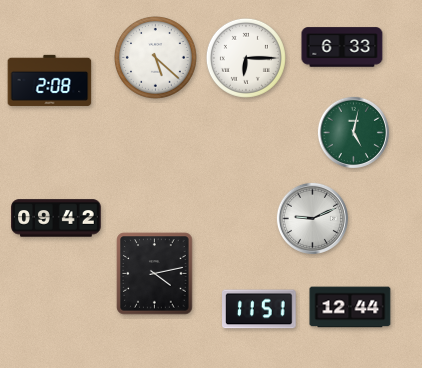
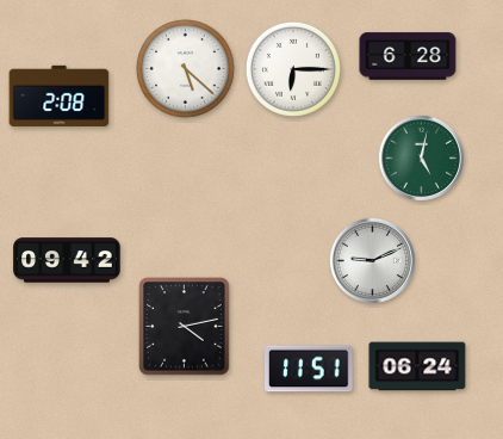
clock at (342, 47): 6:33 -> 6:28
clock at (350, 307): 12:44 -> 06:24
